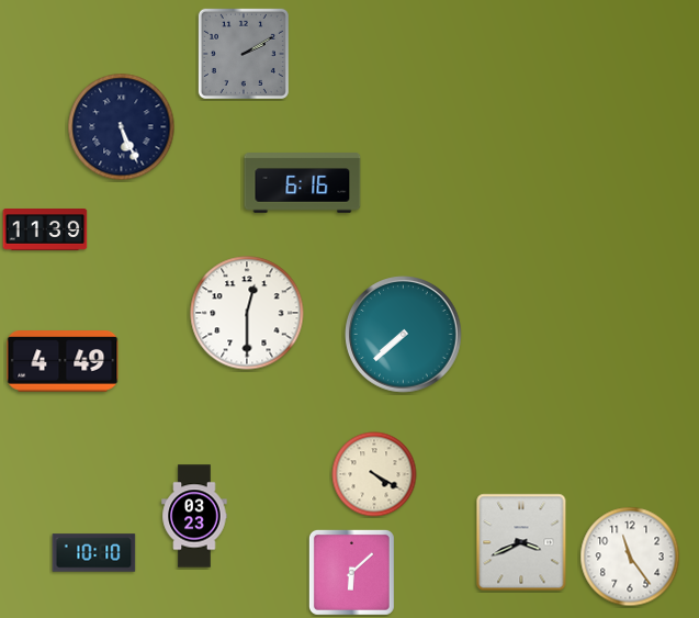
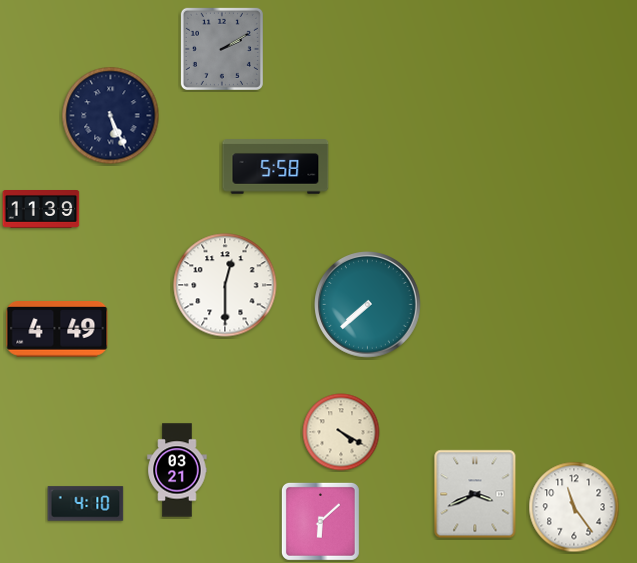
clock at (303, 183): 6:16 -> 5:58
clock at (194, 516): 03:23 -> 03:21
clock at (94, 553): 10:10 -> 4:10
